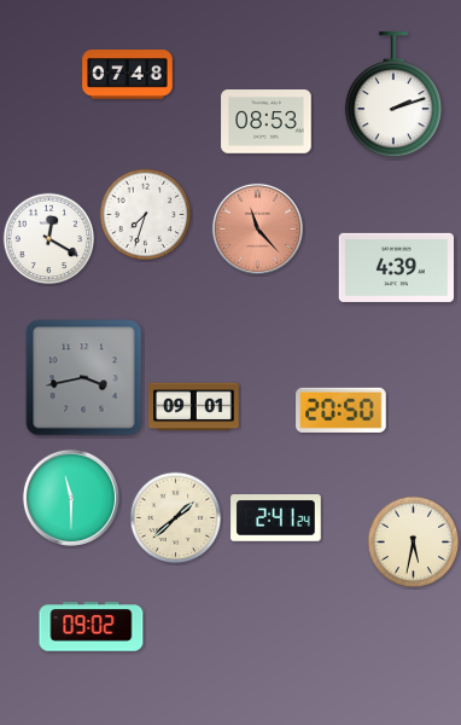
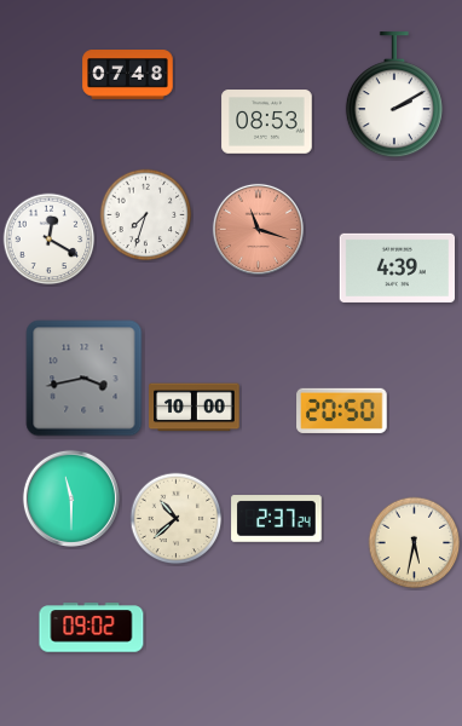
clock at (393, 95): 2:12 -> 2:10
clock at (257, 228): 11:23 -> 11:18
clock at (194, 407): 09:01 -> 10:00
clock at (176, 518): 1:38 -> 10:38
clock at (276, 518): 2:41 -> 2:37
